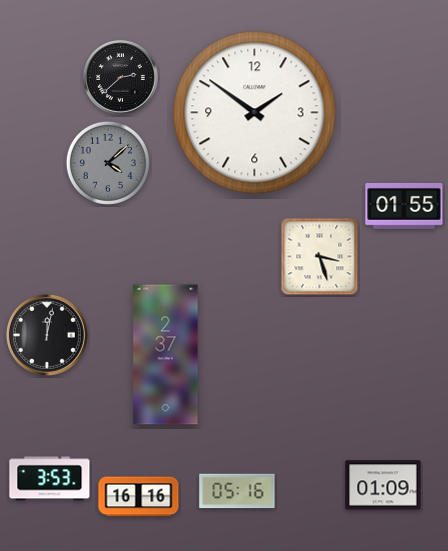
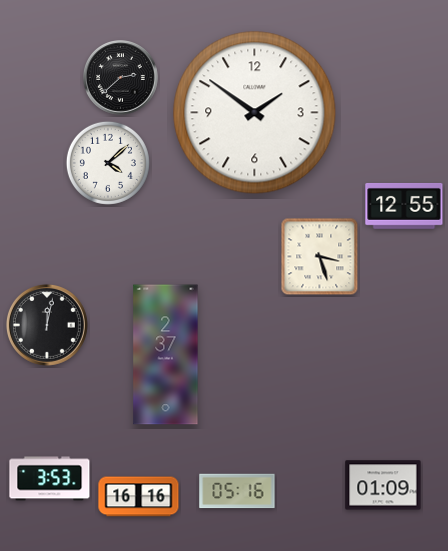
clock at (108, 163) dial: grey -> white
clock at (404, 206): 01:55 -> 12:55
clock at (47, 335) position: (47, 335) -> (47, 325)
